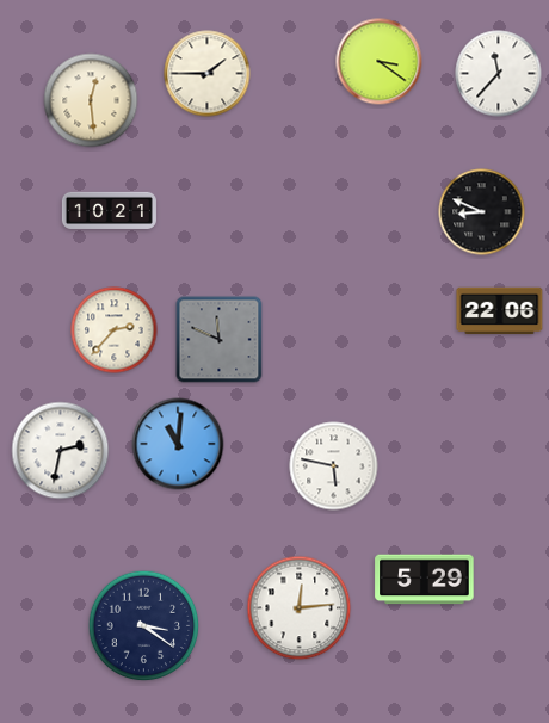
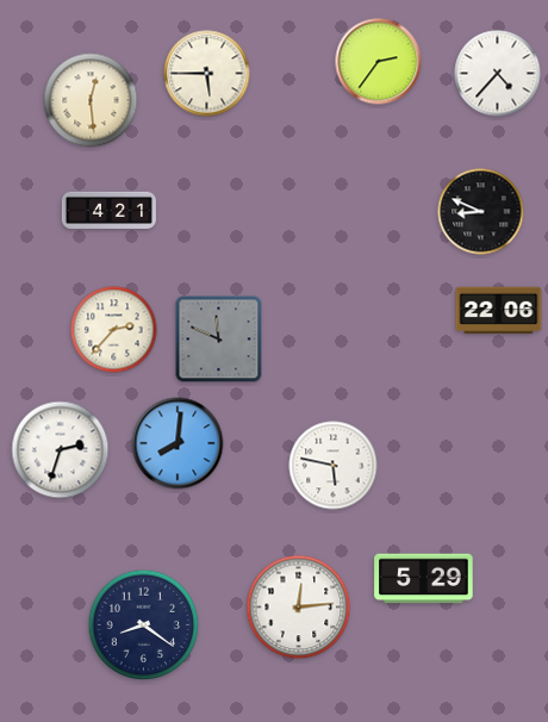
clock at (380, 62): 3:21 -> 2:36
clock at (208, 74): 1:45 -> 5:45
clock at (499, 74): 11:37 -> 4:37
clock at (109, 210): 10:21 -> 4:21
clock at (178, 444): 11:01 -> 8:01
clock at (61, 451): 2:32 -> 2:33
clock at (144, 626): 3:21 -> 8:21
